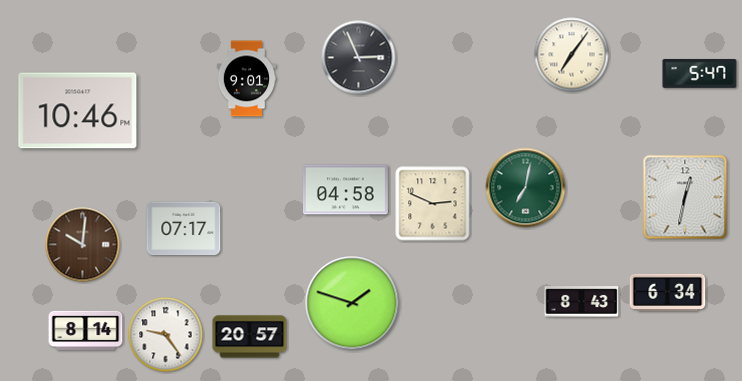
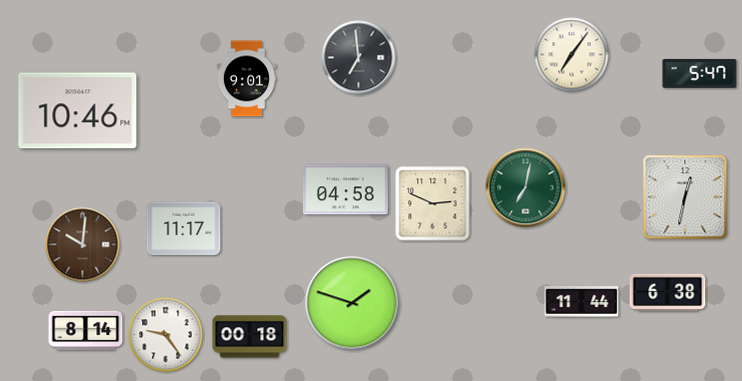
clock at (359, 58): 2:56 -> 6:59
clock at (184, 229): 07:17 -> 11:17
clock at (668, 292): 6:34 -> 6:38
clock at (582, 302): 8:43 -> 11:44
clock at (250, 337): 20:57 -> 00:18
